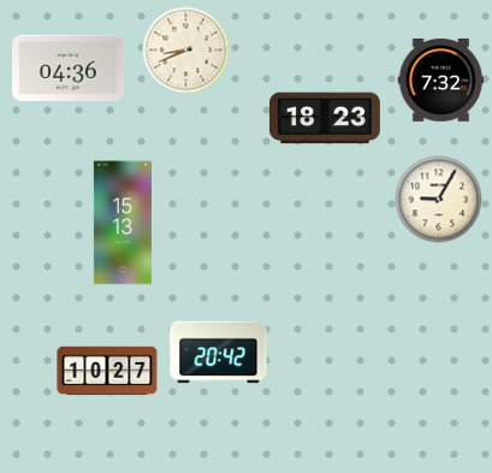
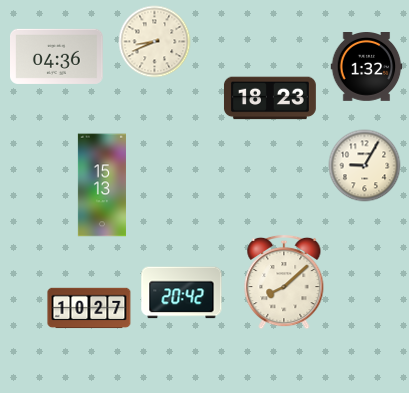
clock at (441, 81): 7:32 -> 1:32
clock at (284, 282): none -> 8:08
